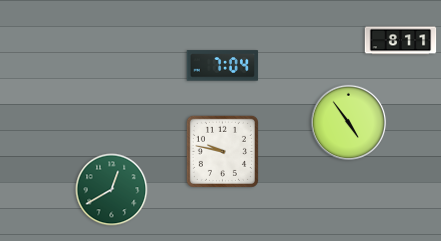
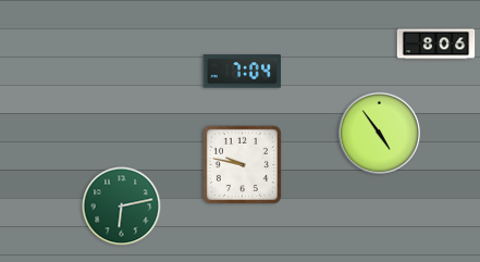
clock at (401, 41): 8:11 -> 8:06
clock at (112, 190): 12:40 -> 6:13
